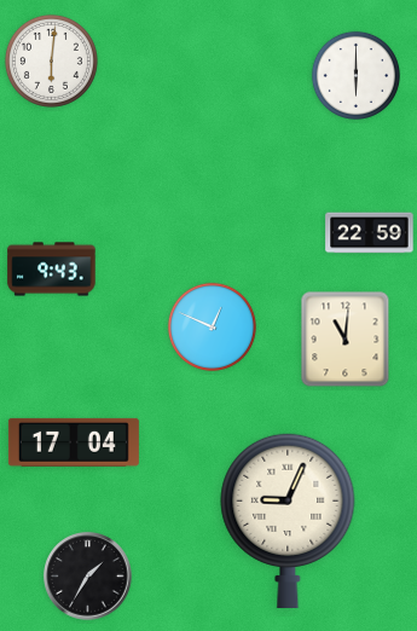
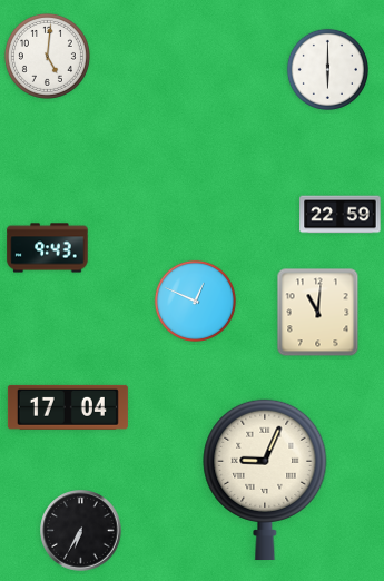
clock at (51, 60): 6:01 -> 5:01
clock at (88, 577): 1:35 -> 6:35
